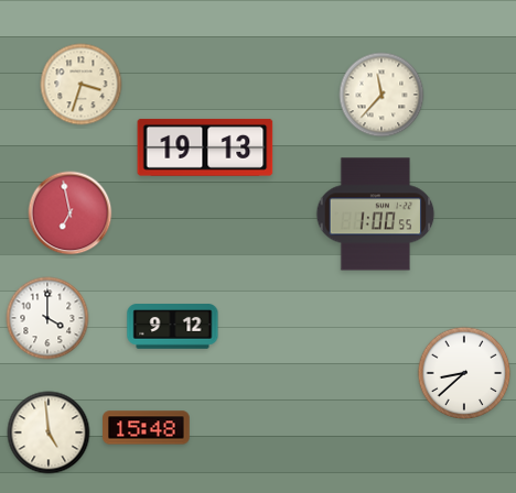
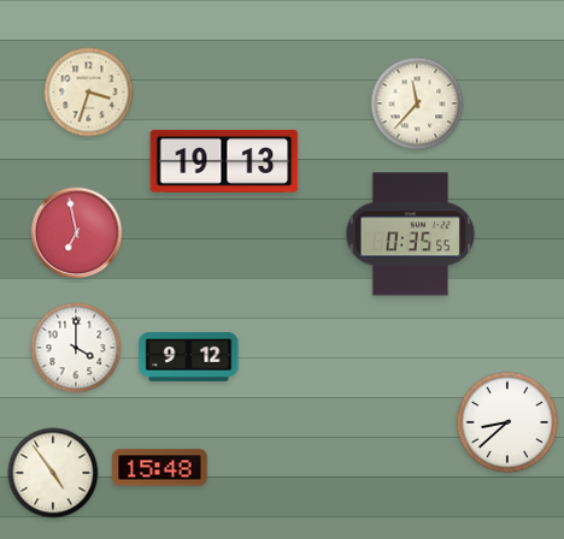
clock at (376, 215): 1:00 -> 0:35
clock at (47, 318) position: (47, 318) -> (76, 348)
clock at (464, 373) position: (464, 373) -> (507, 422)
clock at (49, 432): 4:59 -> 4:54
